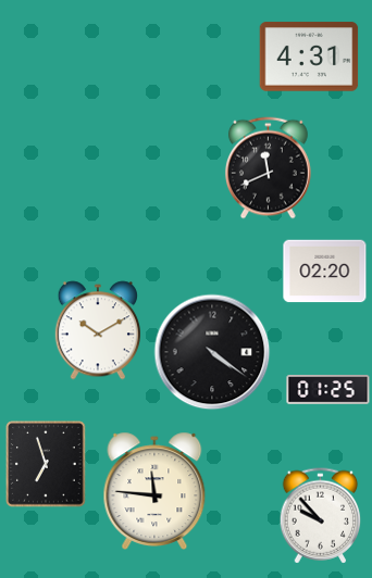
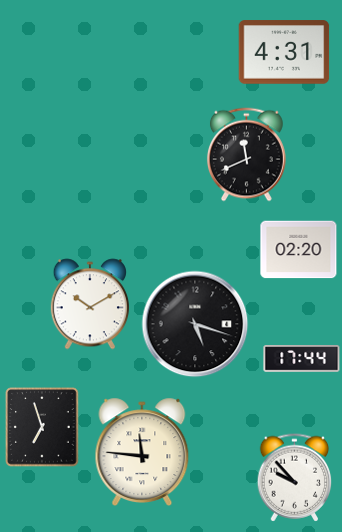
clock at (212, 352): 4:21 -> 5:18
clock at (328, 390): 01:25 -> 17:44
clock at (321, 516) position: (321, 516) -> (295, 478)
